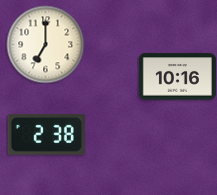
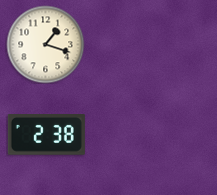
clock at (45, 44): 7:00 -> 1:18
clock at (177, 77): 10:16 -> none
